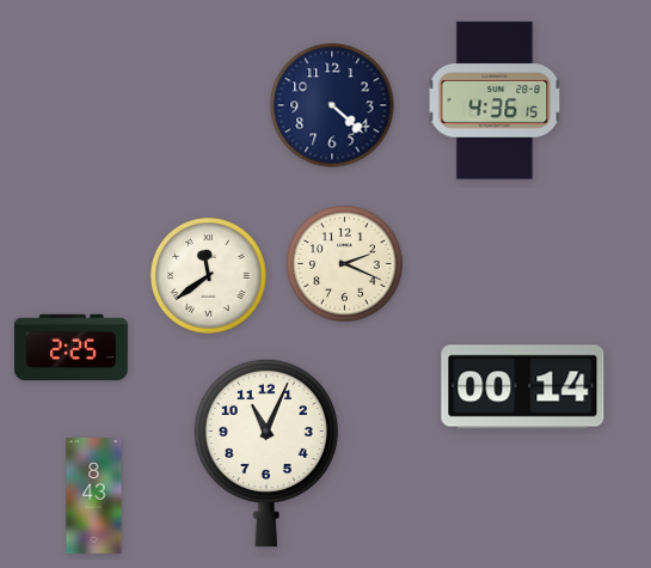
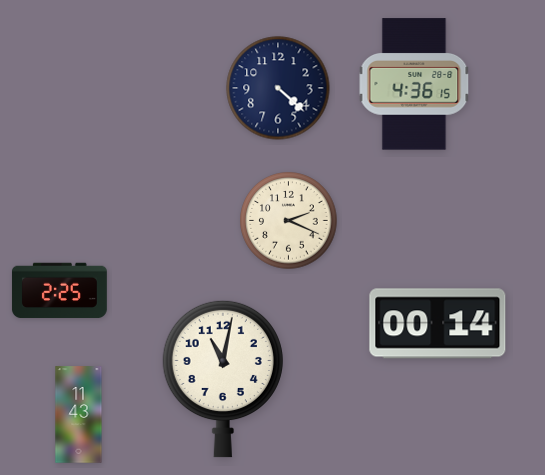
clock at (209, 276): 11:39 -> none
clock at (266, 453): 11:04 -> 11:02
clock at (94, 496): 8:43 -> 11:43
